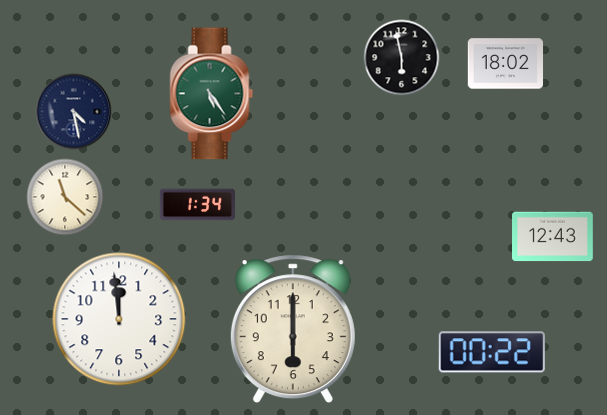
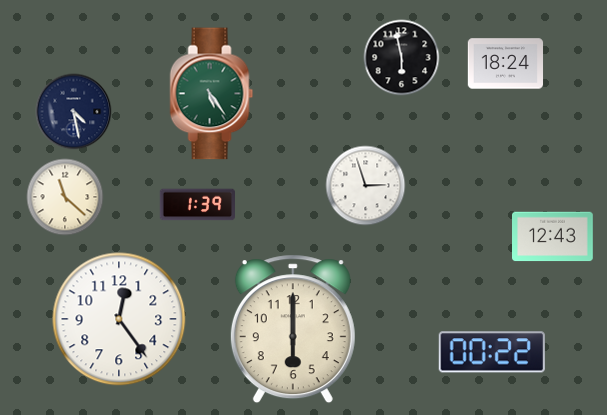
clock at (506, 64): 18:02 -> 18:24
clock at (366, 186): none -> 2:57
clock at (197, 205): 1:34 -> 1:39
clock at (119, 319): 11:59 -> 12:24
